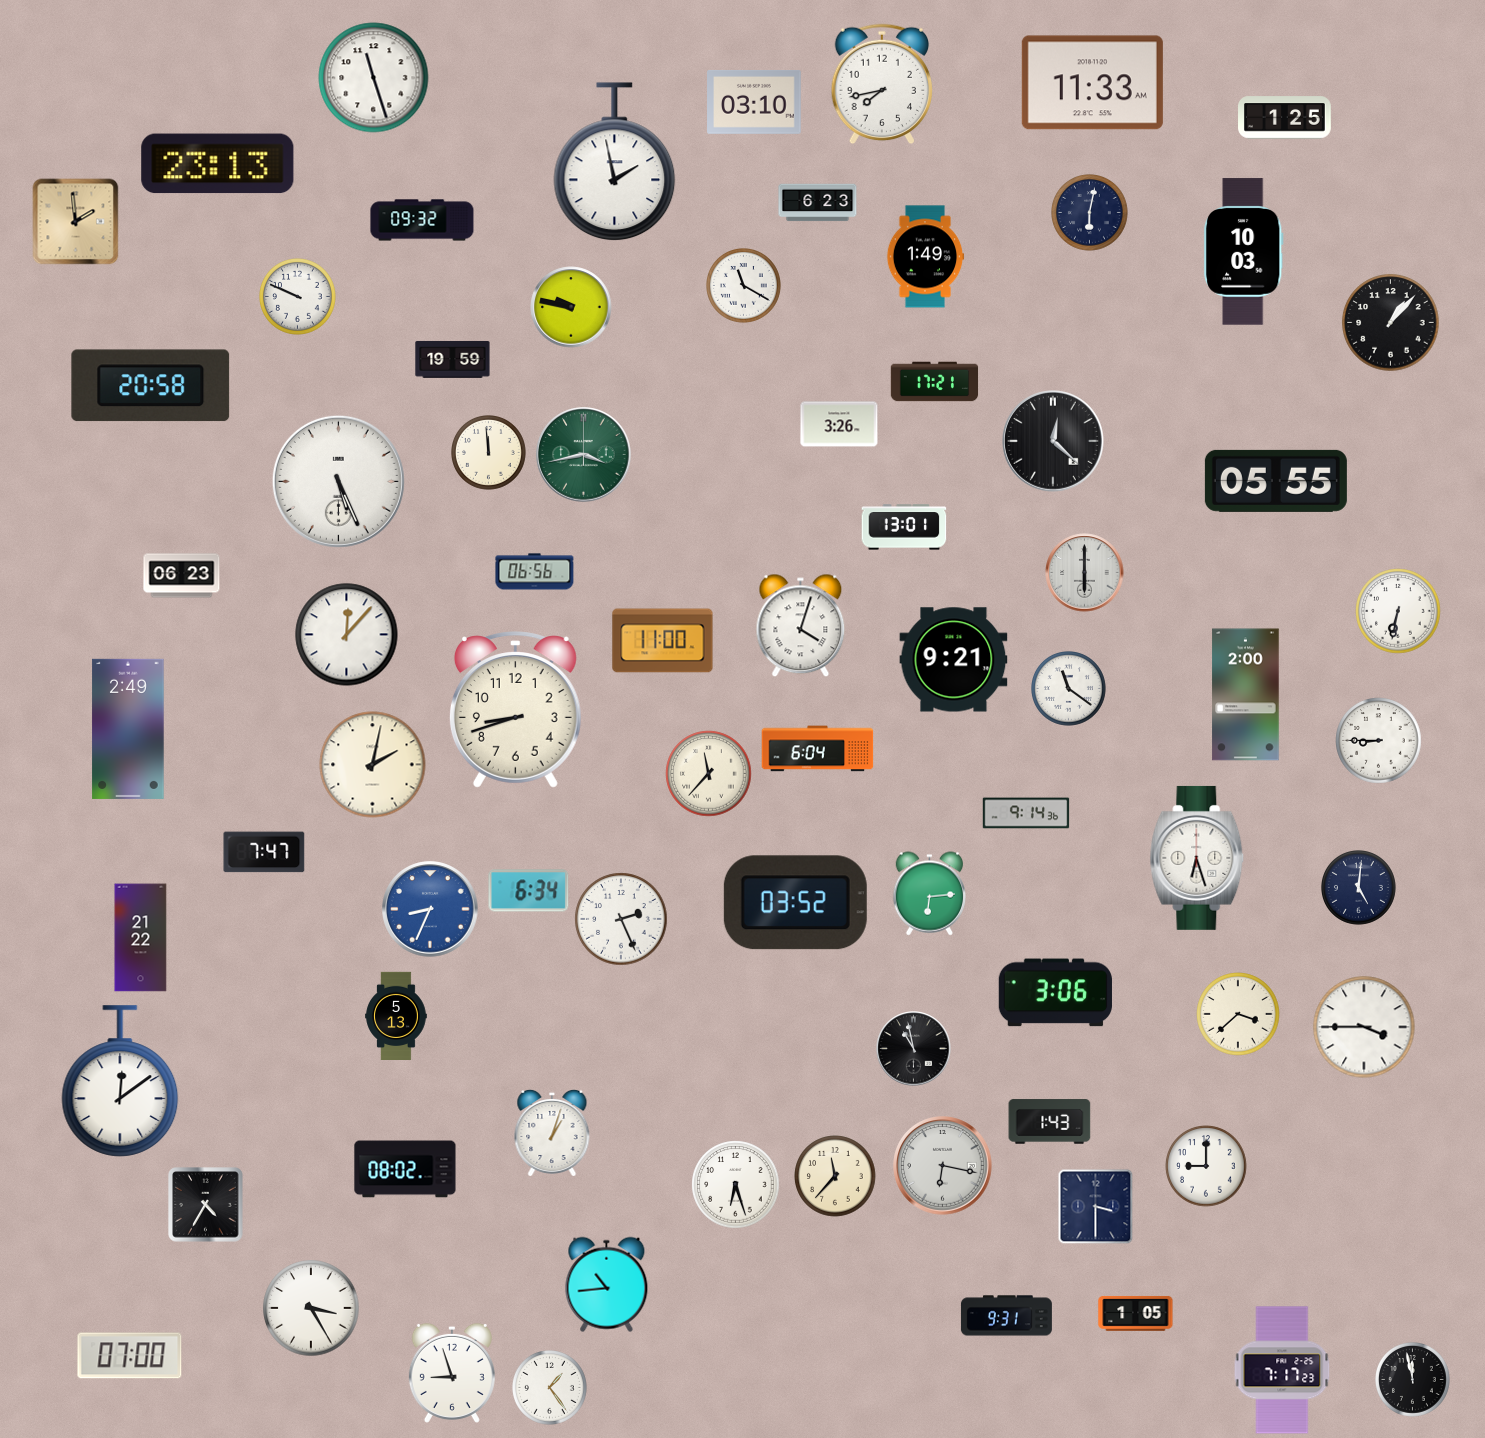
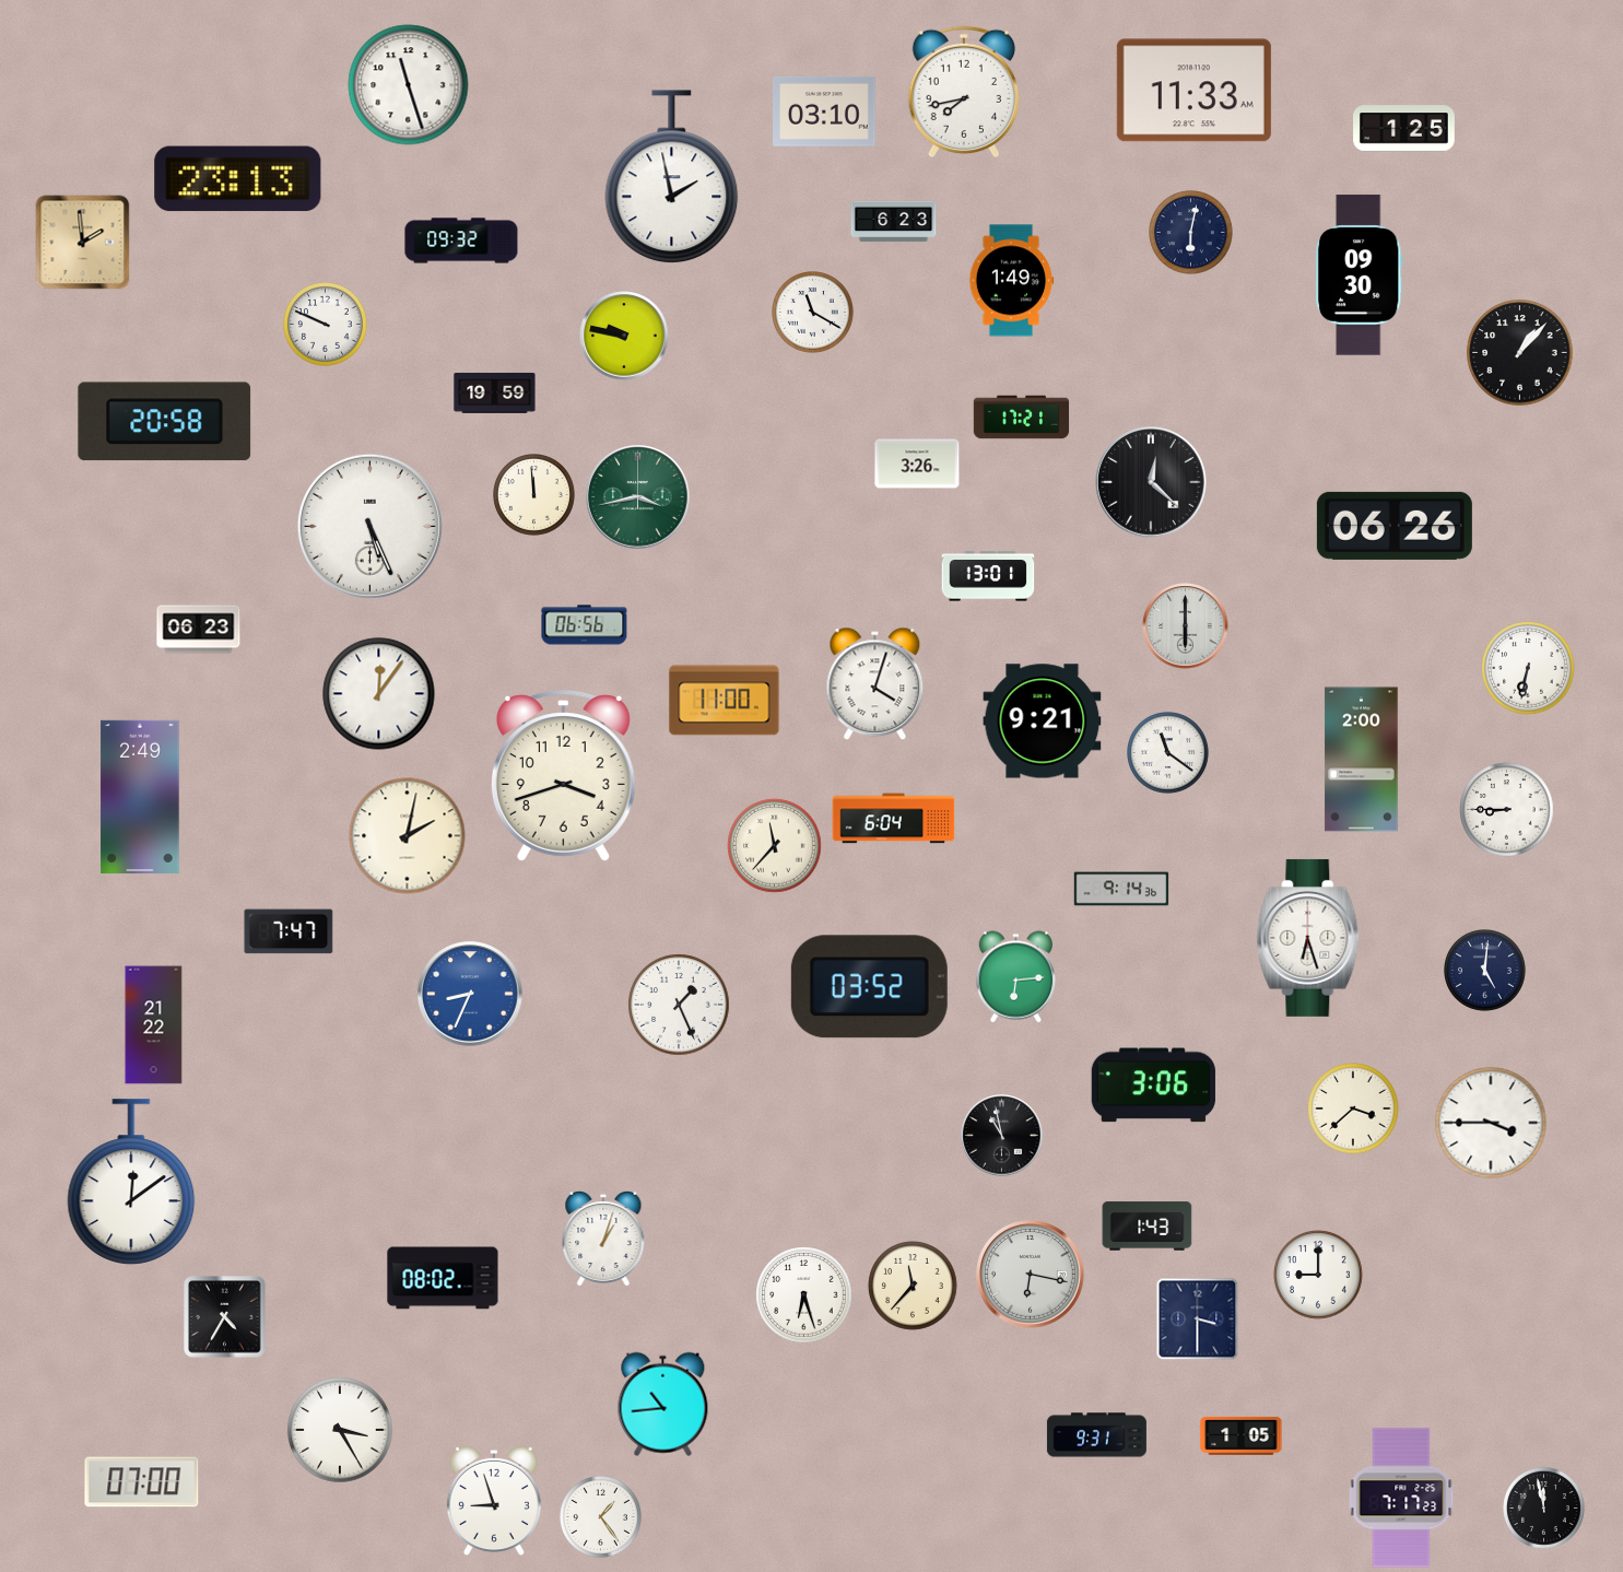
clock at (1243, 252): 10:03 -> 09:30
clock at (1276, 481): 05:55 -> 06:26
clock at (347, 635): 12:07 -> 12:06
clock at (515, 710): 8:42 -> 3:42
clock at (529, 891): 6:34 -> none
clock at (621, 919): 2:26 -> 1:26
clock at (396, 1016): 5:13 -> none
clock at (914, 1049) position: (914, 1049) -> (1002, 1136)
clock at (1006, 1316) position: (1006, 1316) -> (1096, 1435)
